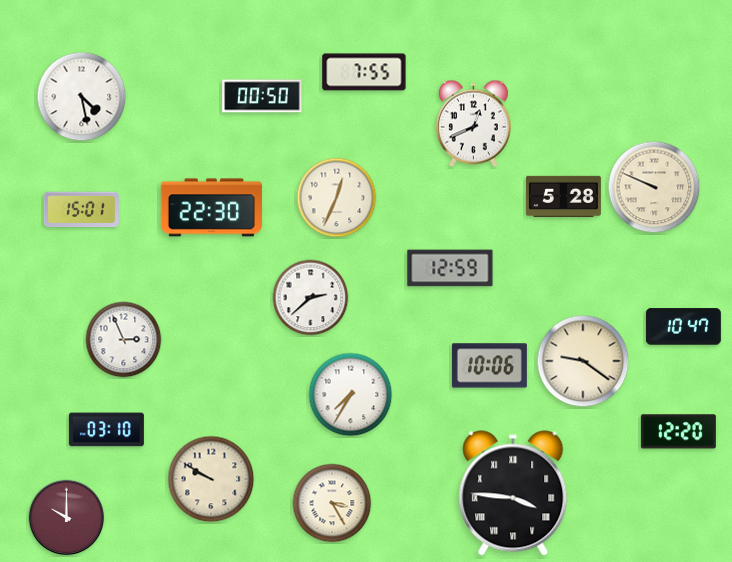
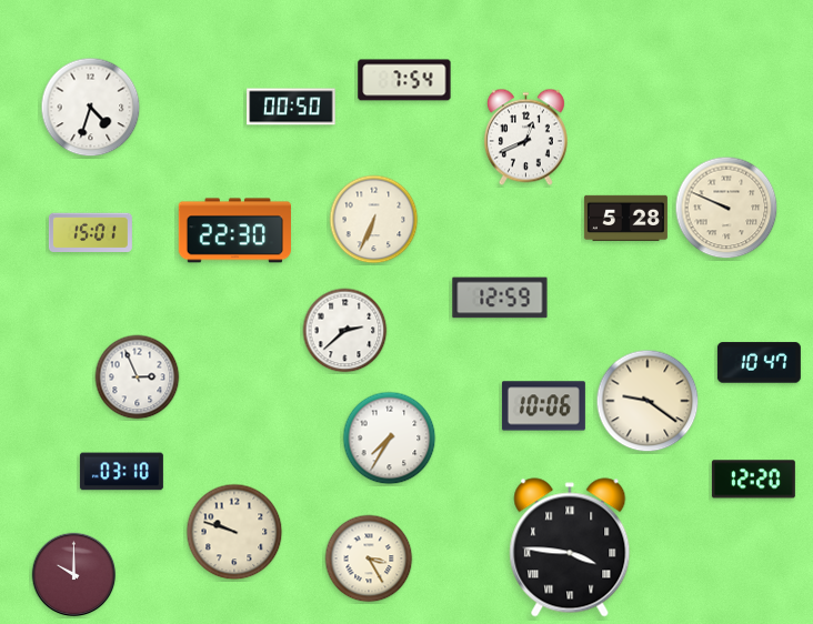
clock at (364, 72): 7:55 -> 7:54
clock at (82, 97): 4:28 -> 4:33
clock at (337, 198): 12:34 -> 6:34
clock at (106, 430) position: (106, 430) -> (121, 472)
clock at (211, 479): 9:50 -> 9:48
